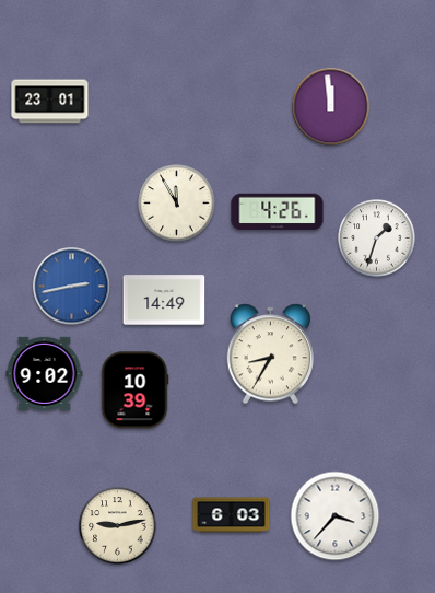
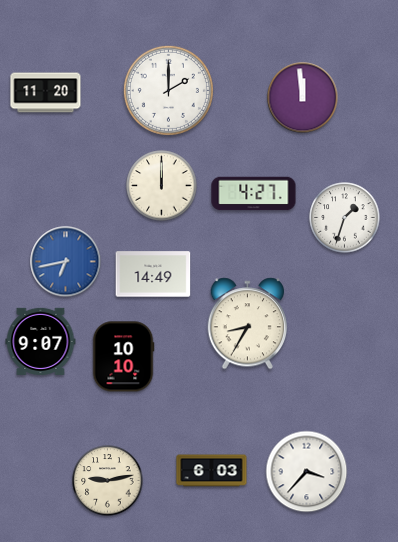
clock at (168, 90): none -> 2:00
clock at (50, 102): 23:01 -> 11:20
clock at (177, 204): 11:55 -> 12:00
clock at (278, 212): 4:26 -> 4:27
clock at (72, 287): 2:43 -> 6:43
clock at (164, 300) position: (164, 300) -> (153, 274)
clock at (45, 373): 9:02 -> 9:07
clock at (134, 391): 10:39 -> 10:10
